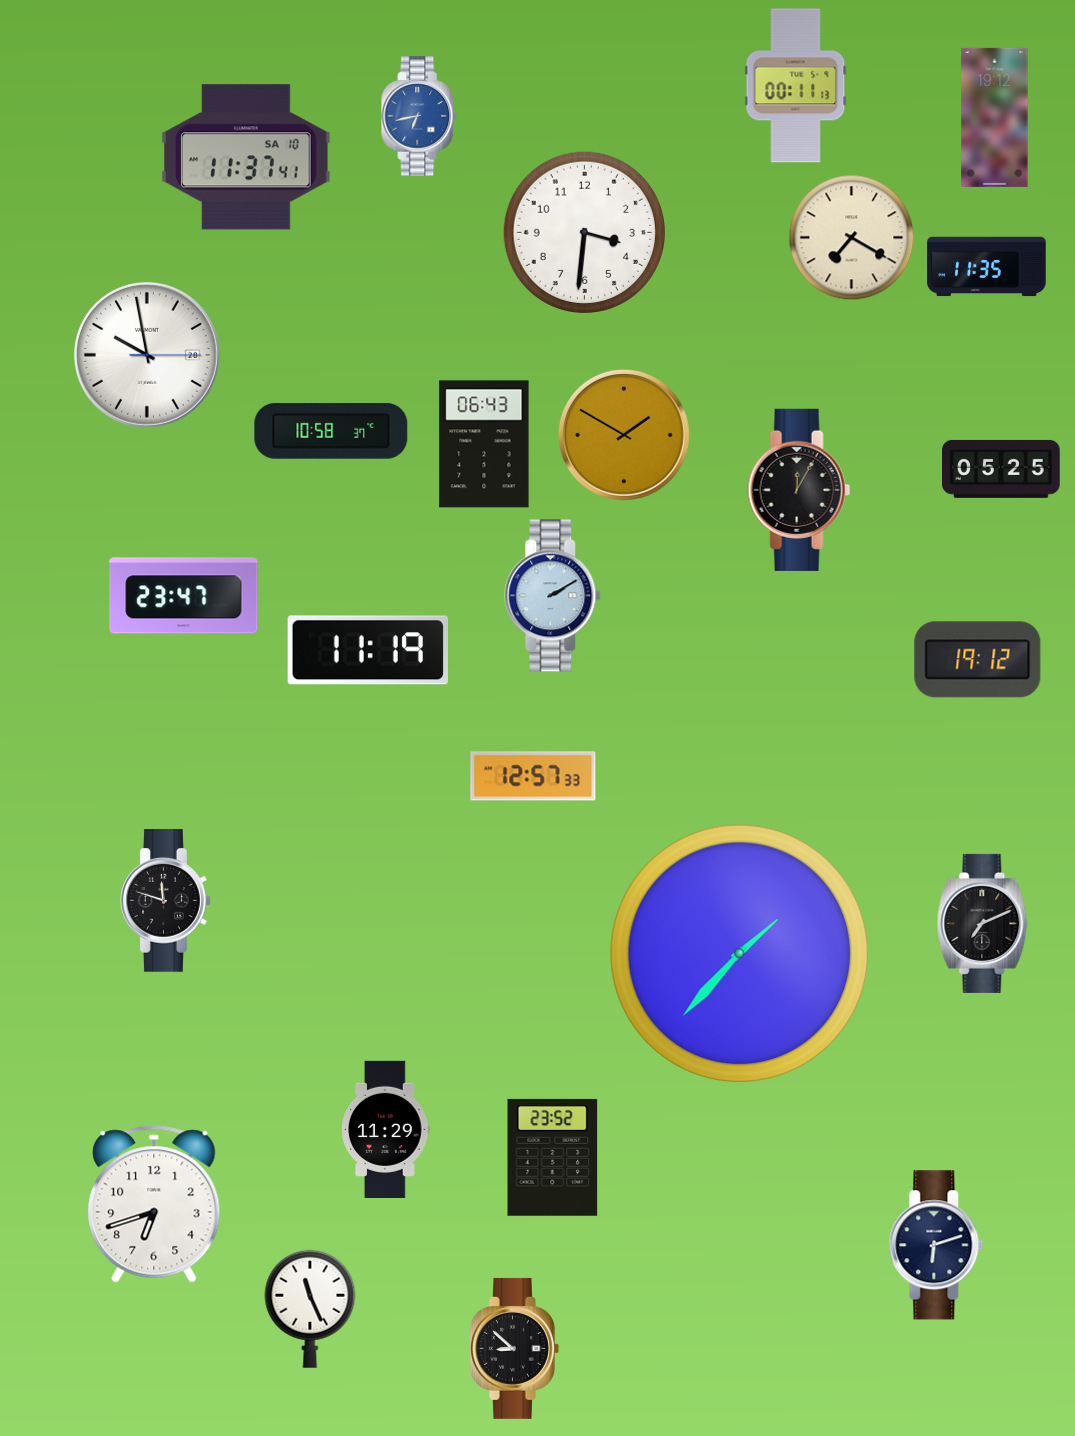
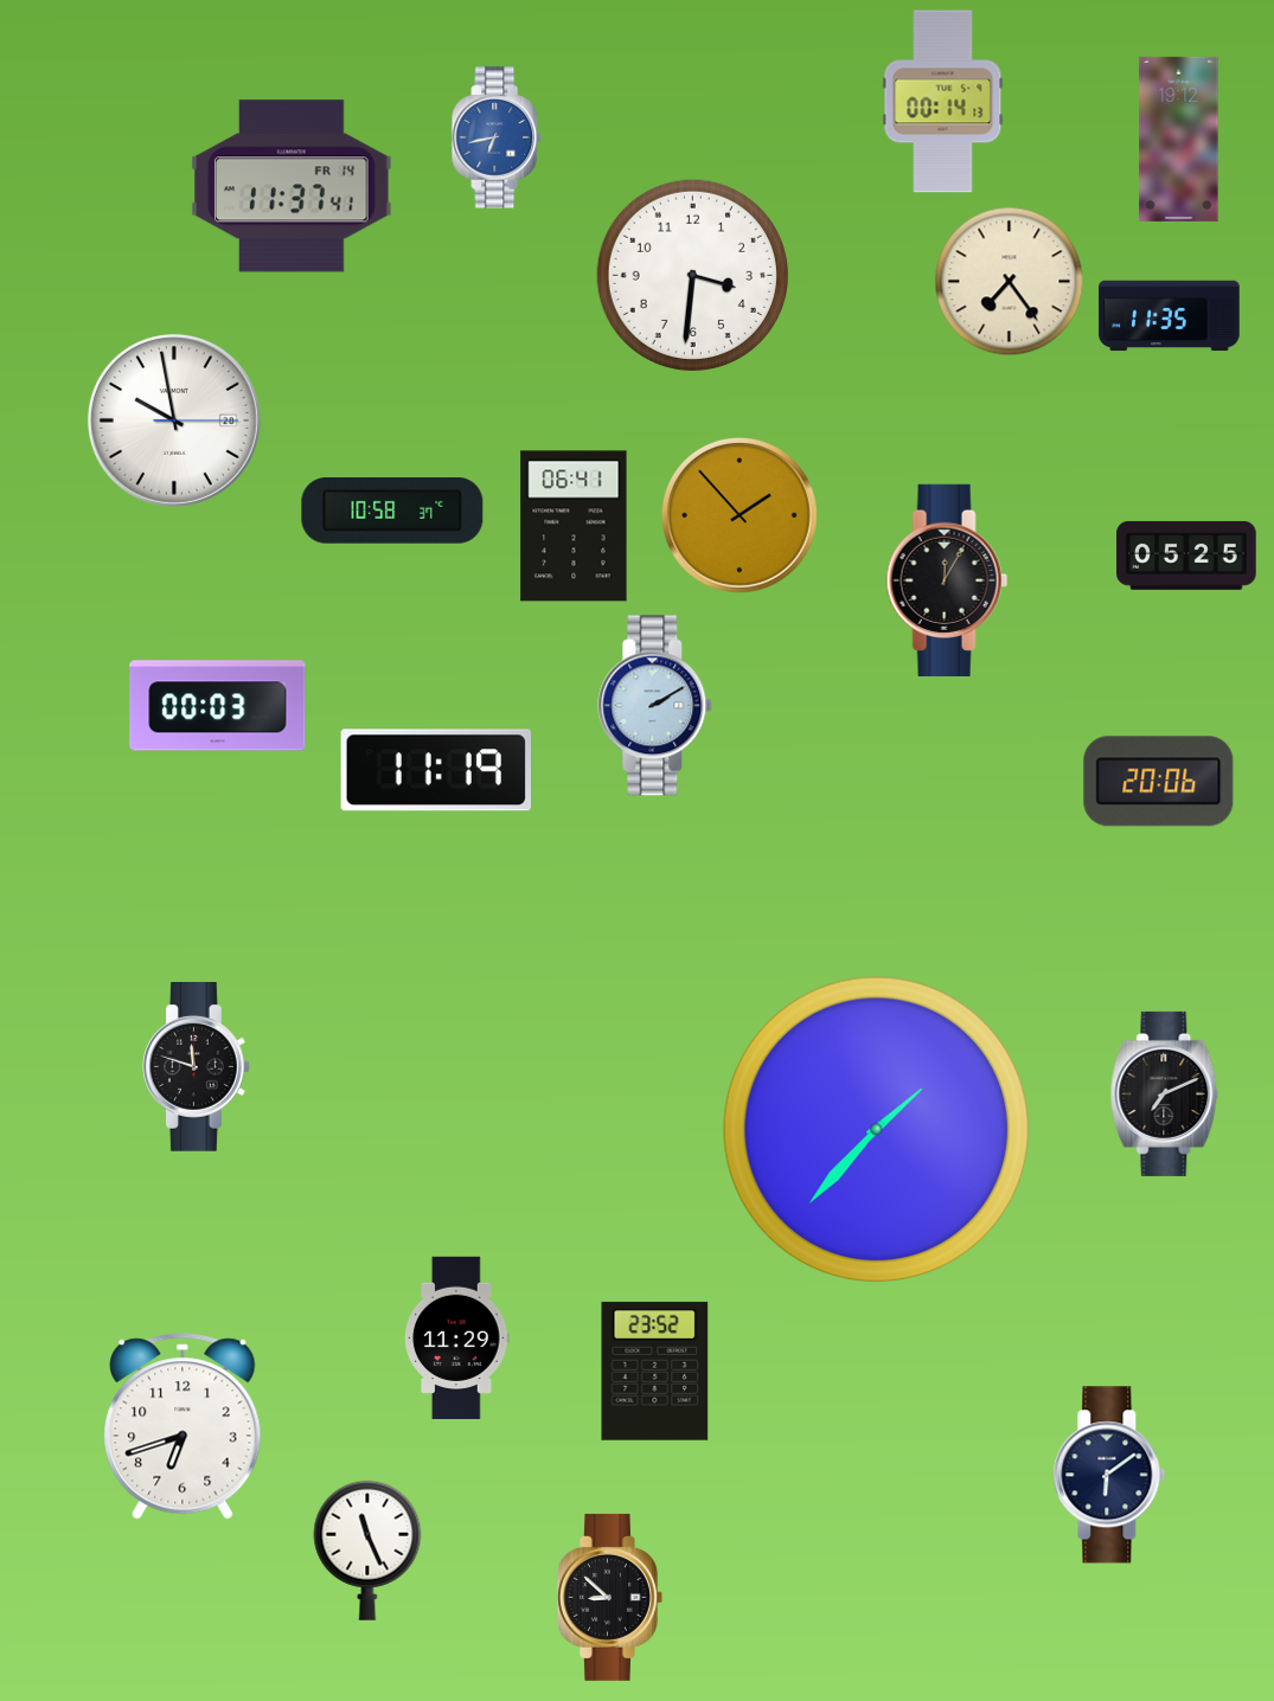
clock at (796, 86): 00:11 -> 00:14
clock at (247, 157) date: SA 10 -> FR 14
clock at (852, 238): 7:20 -> 7:24
clock at (625, 436): 1:50 -> 1:53
clock at (484, 444): 06:43 -> 06:41
clock at (184, 596): 23:47 -> 00:03
clock at (978, 660): 19:12 -> 20:06
clock at (533, 776): 12:57 -> none
clock at (936, 1245): 6:12 -> 6:09
